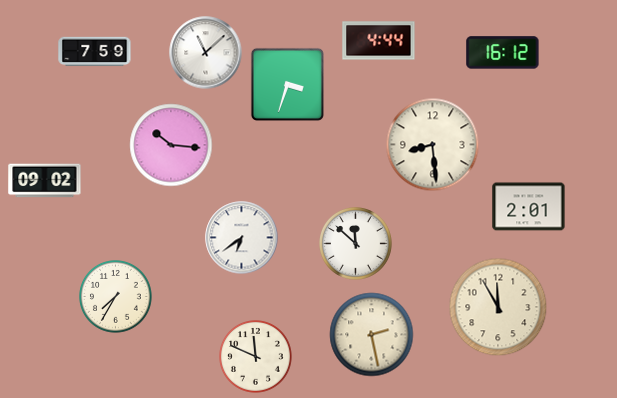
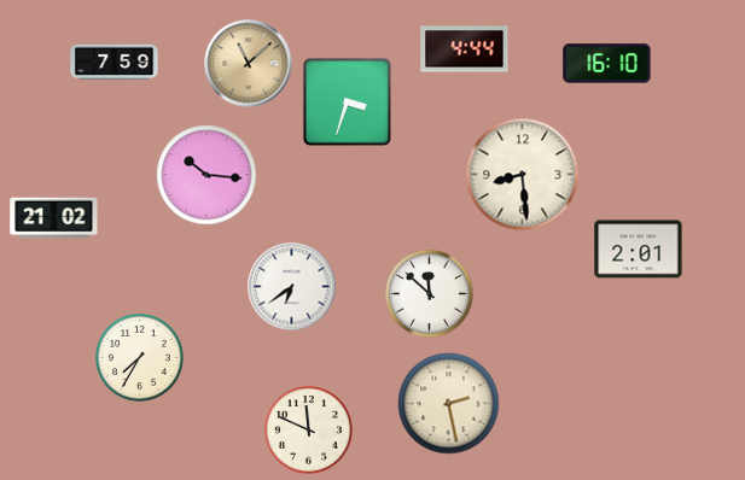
clock at (379, 41) position: (379, 41) -> (465, 49)
clock at (206, 53) dial: white -> champagne
clock at (503, 53): 16:12 -> 16:10
clock at (45, 181): 09:02 -> 21:02
clock at (498, 307): 11:55 -> none
